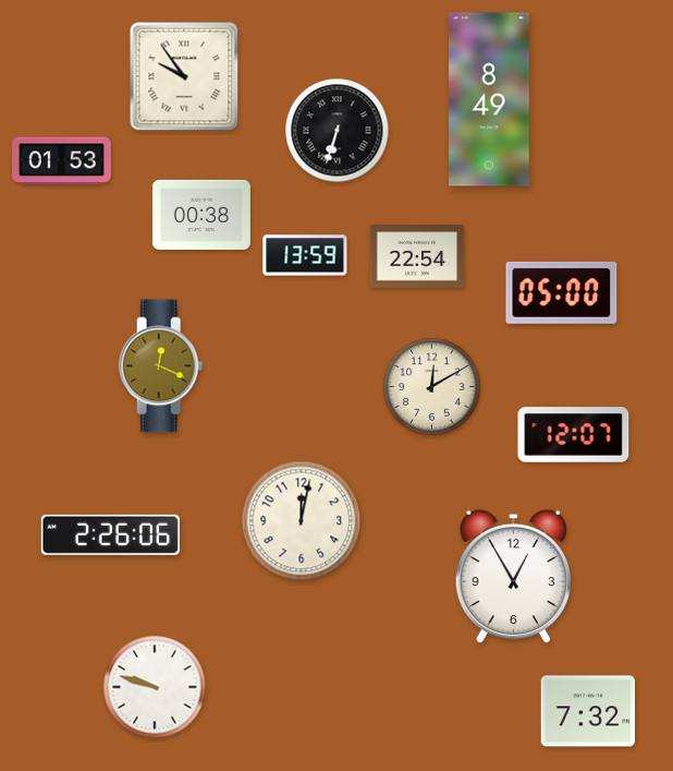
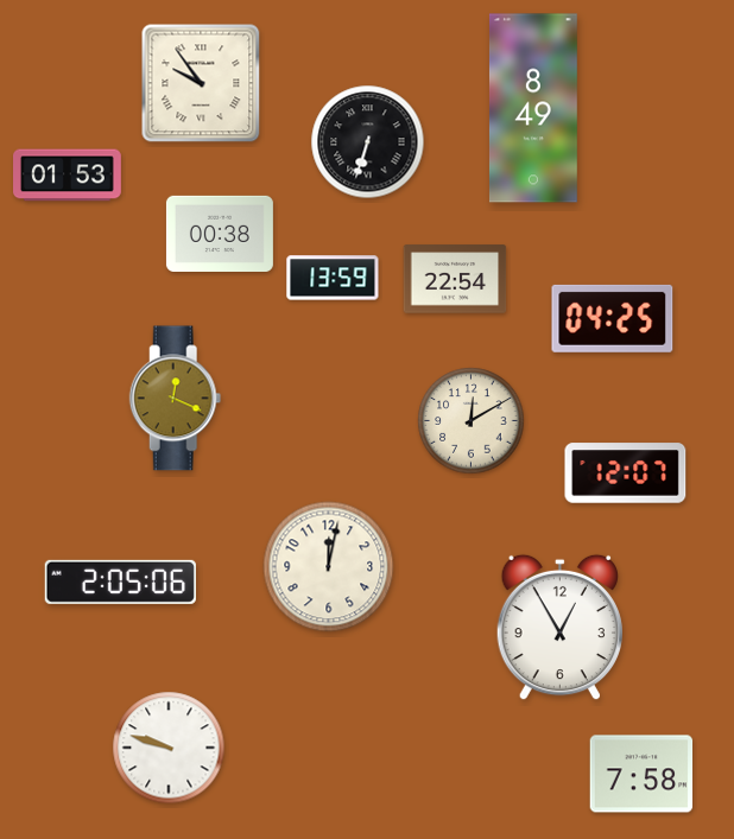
clock at (562, 292): 05:00 -> 04:25
clock at (110, 534): 2:26 -> 2:05
clock at (588, 711): 7:32 -> 7:58
